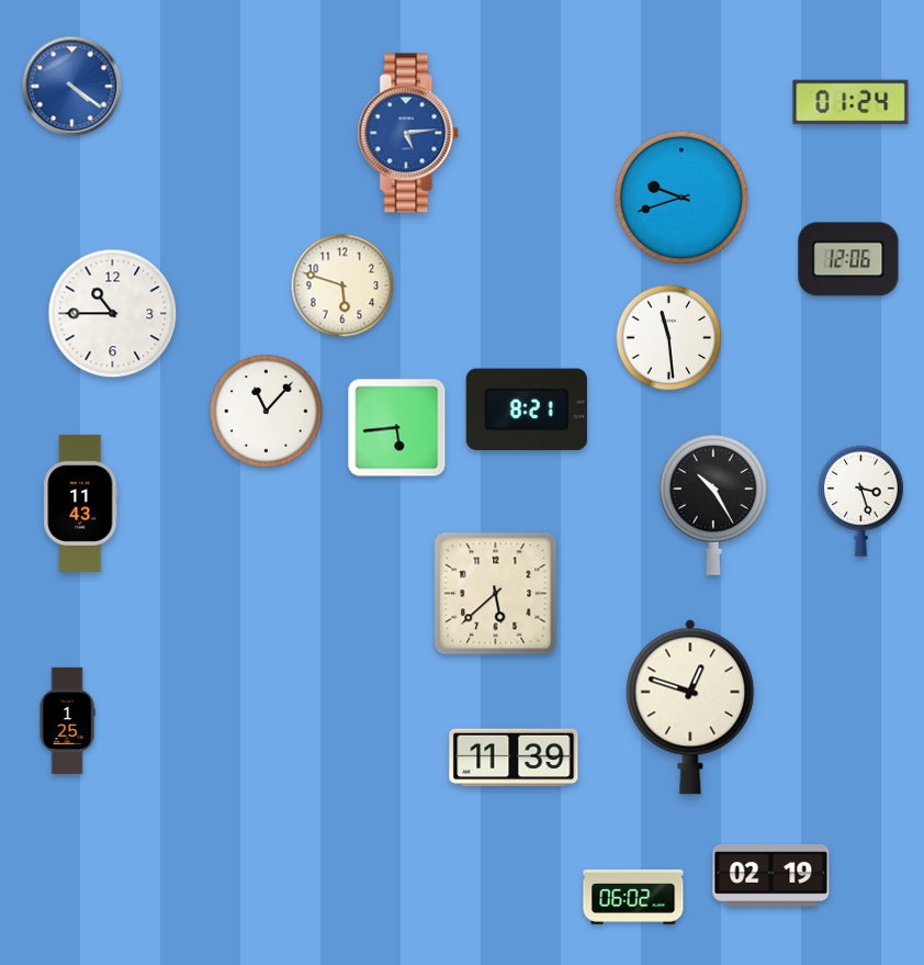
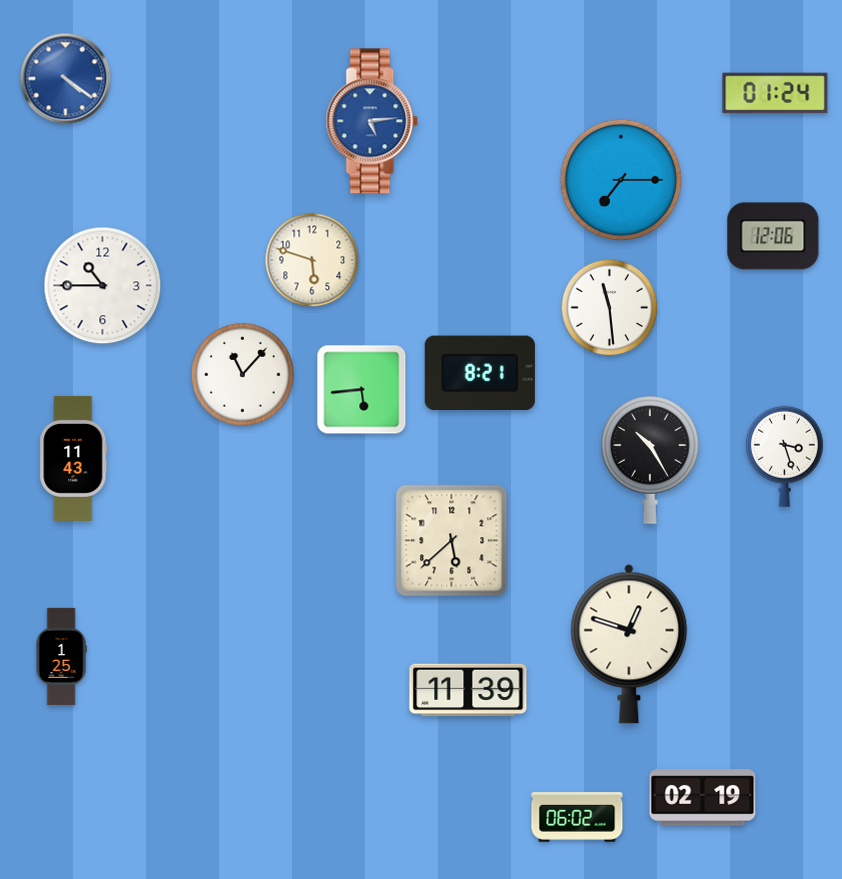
clock at (681, 198): 9:42 -> 7:15
